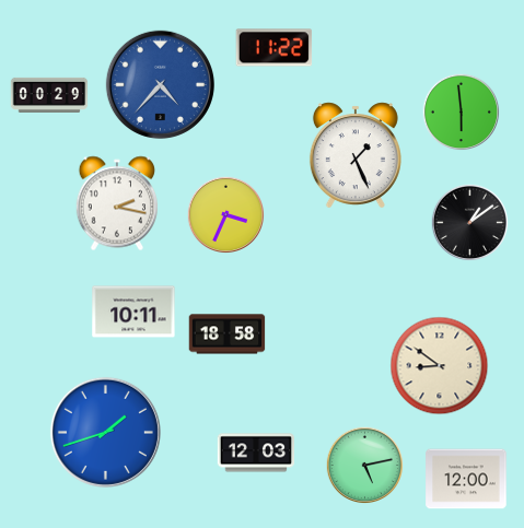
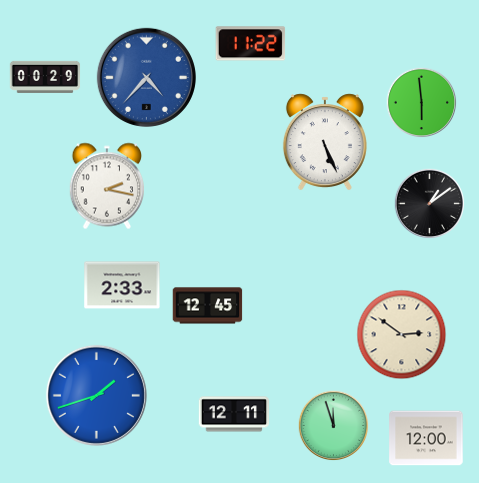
clock at (49, 95) position: (49, 95) -> (45, 77)
clock at (356, 155): 1:26 -> 5:26
clock at (226, 215): 3:34 -> none
clock at (133, 312): 10:11 -> 2:33
clock at (228, 335): 18:58 -> 12:45
clock at (440, 366): 8:51 -> 2:51
clock at (256, 453): 12:03 -> 12:11
clock at (365, 466): 5:13 -> 11:57
